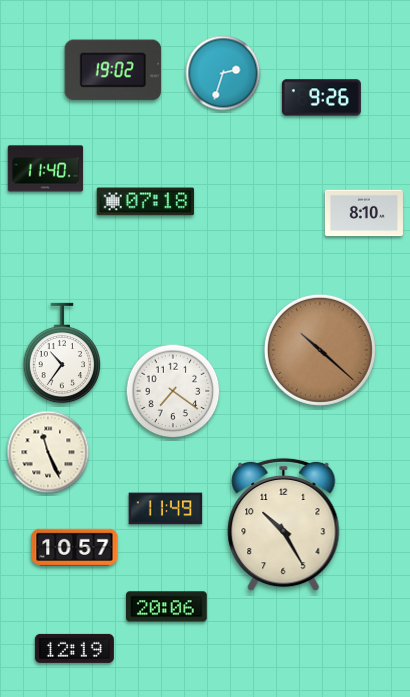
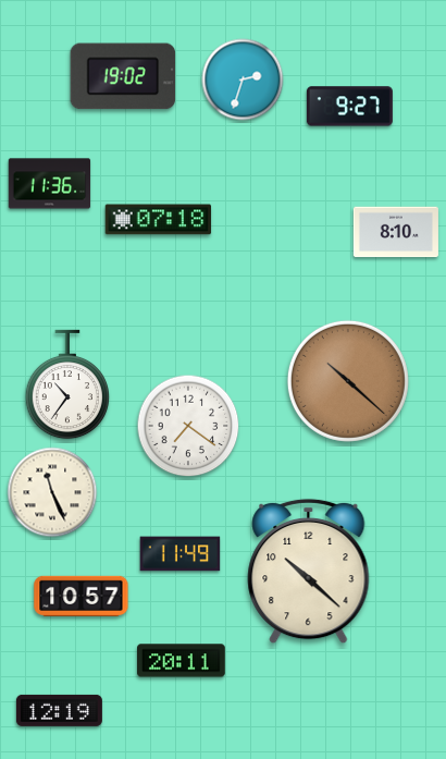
clock at (321, 98): 9:26 -> 9:27
clock at (46, 169): 11:40 -> 11:36
clock at (284, 525): 10:25 -> 10:22
clock at (167, 607): 20:06 -> 20:11
clock at (74, 648) position: (74, 648) -> (59, 710)
